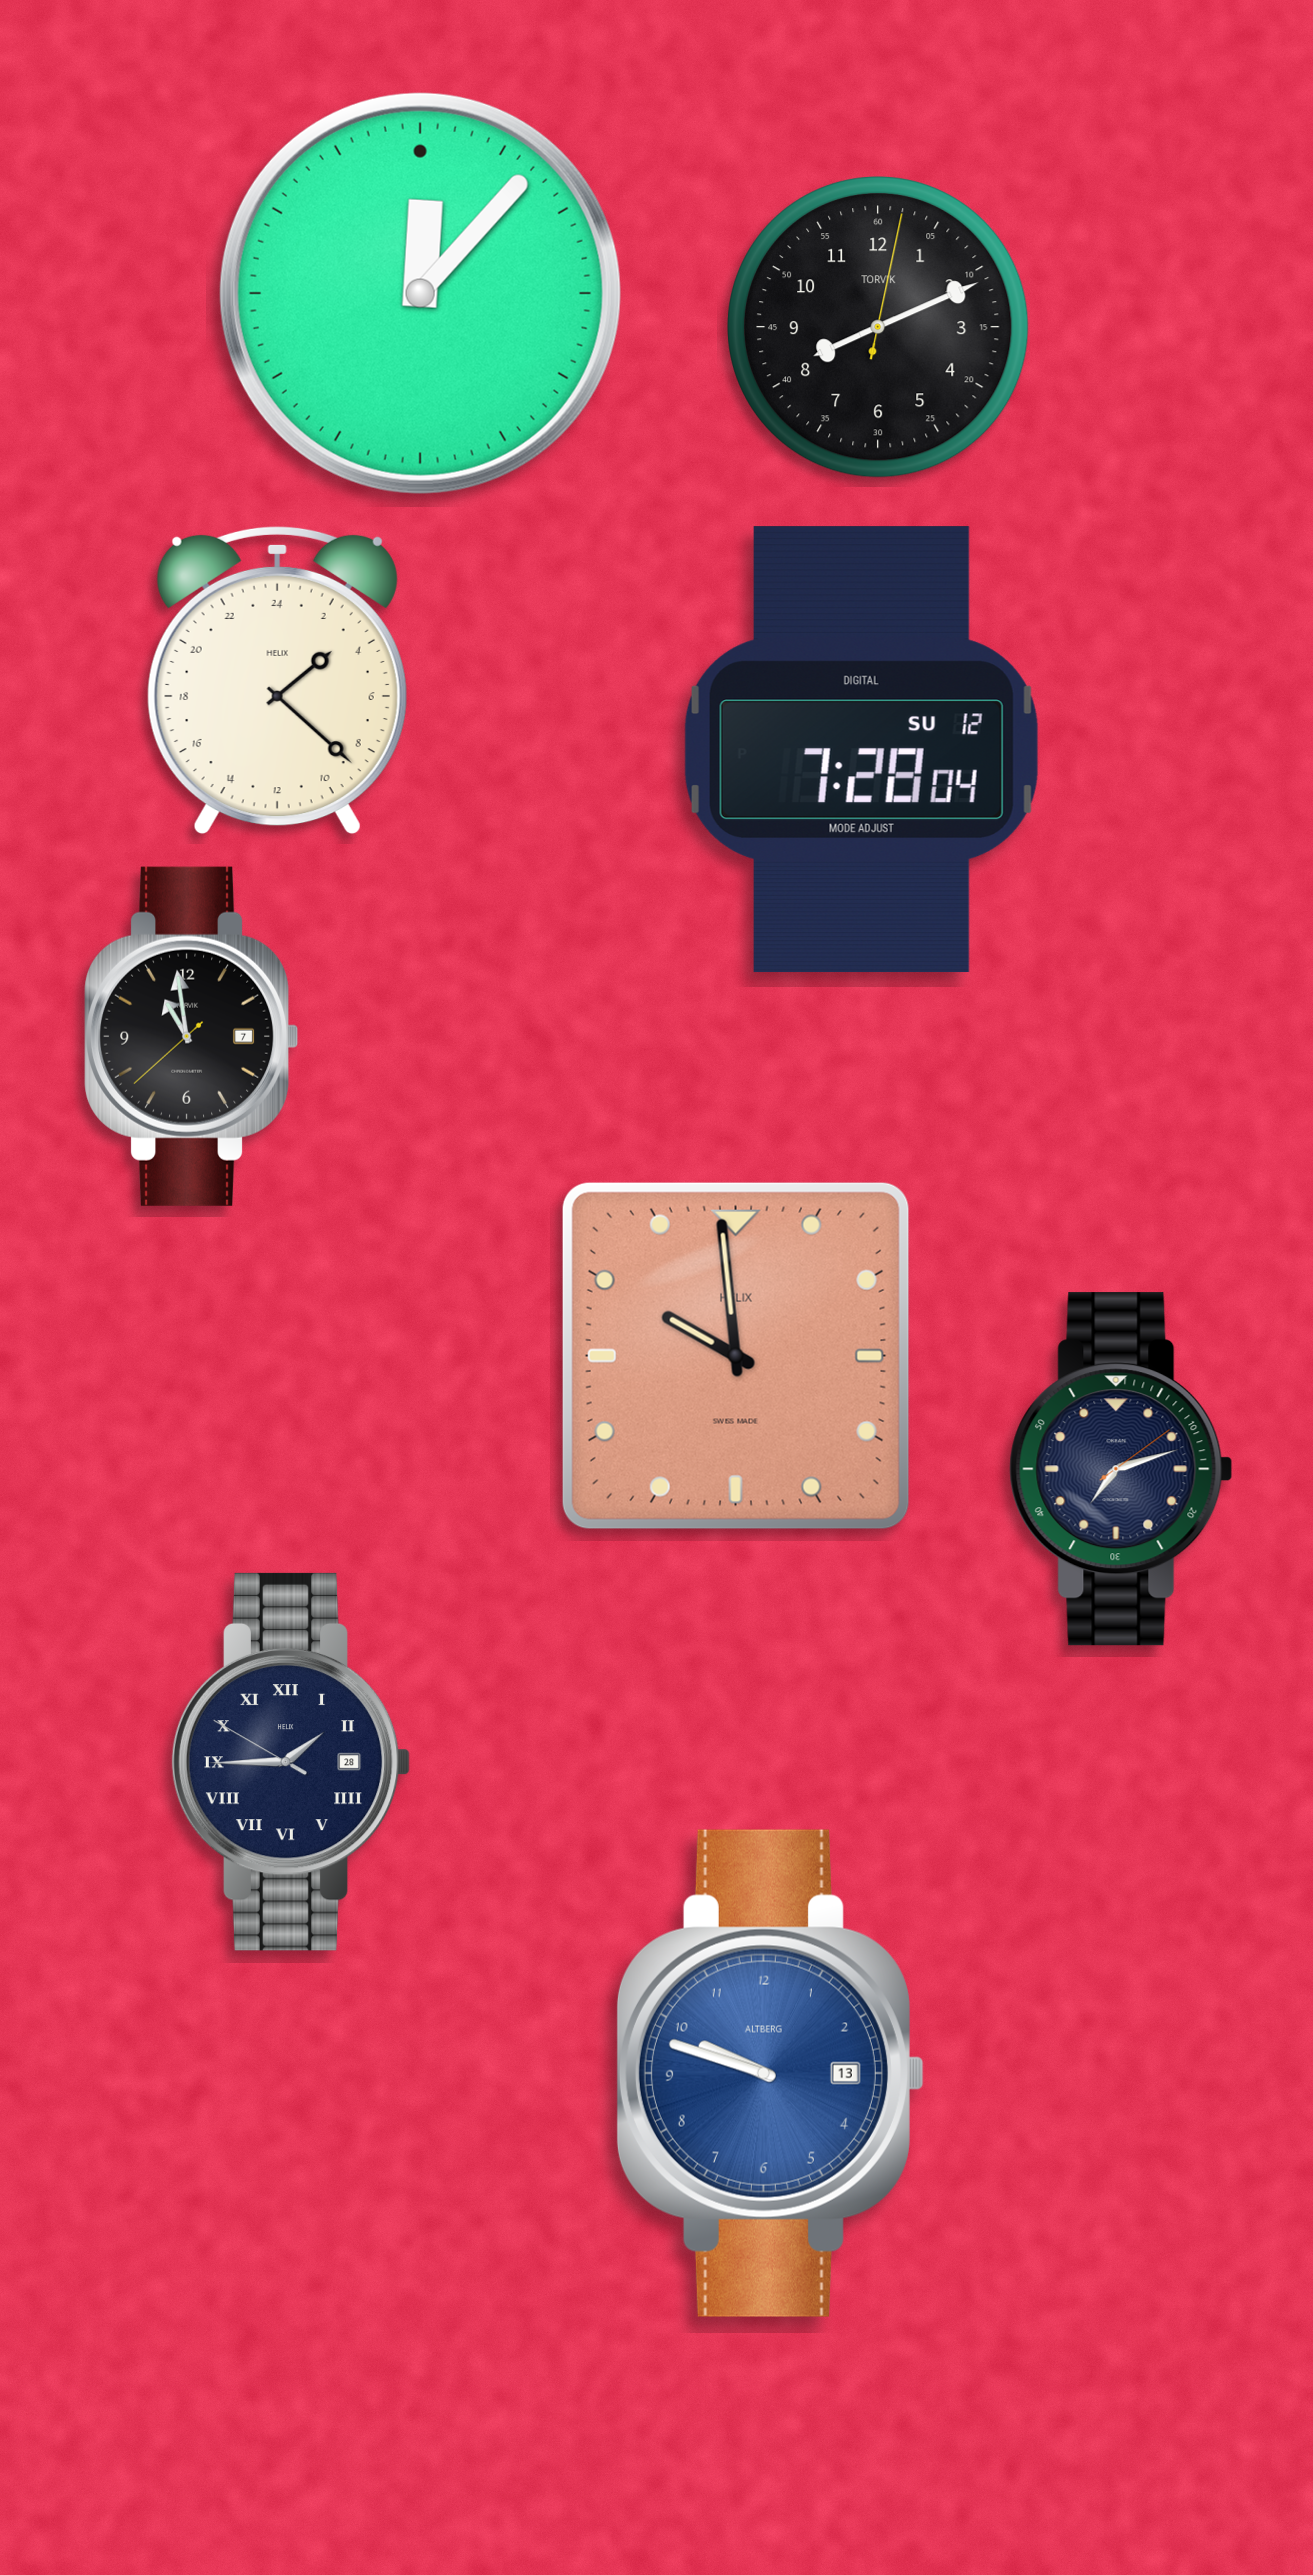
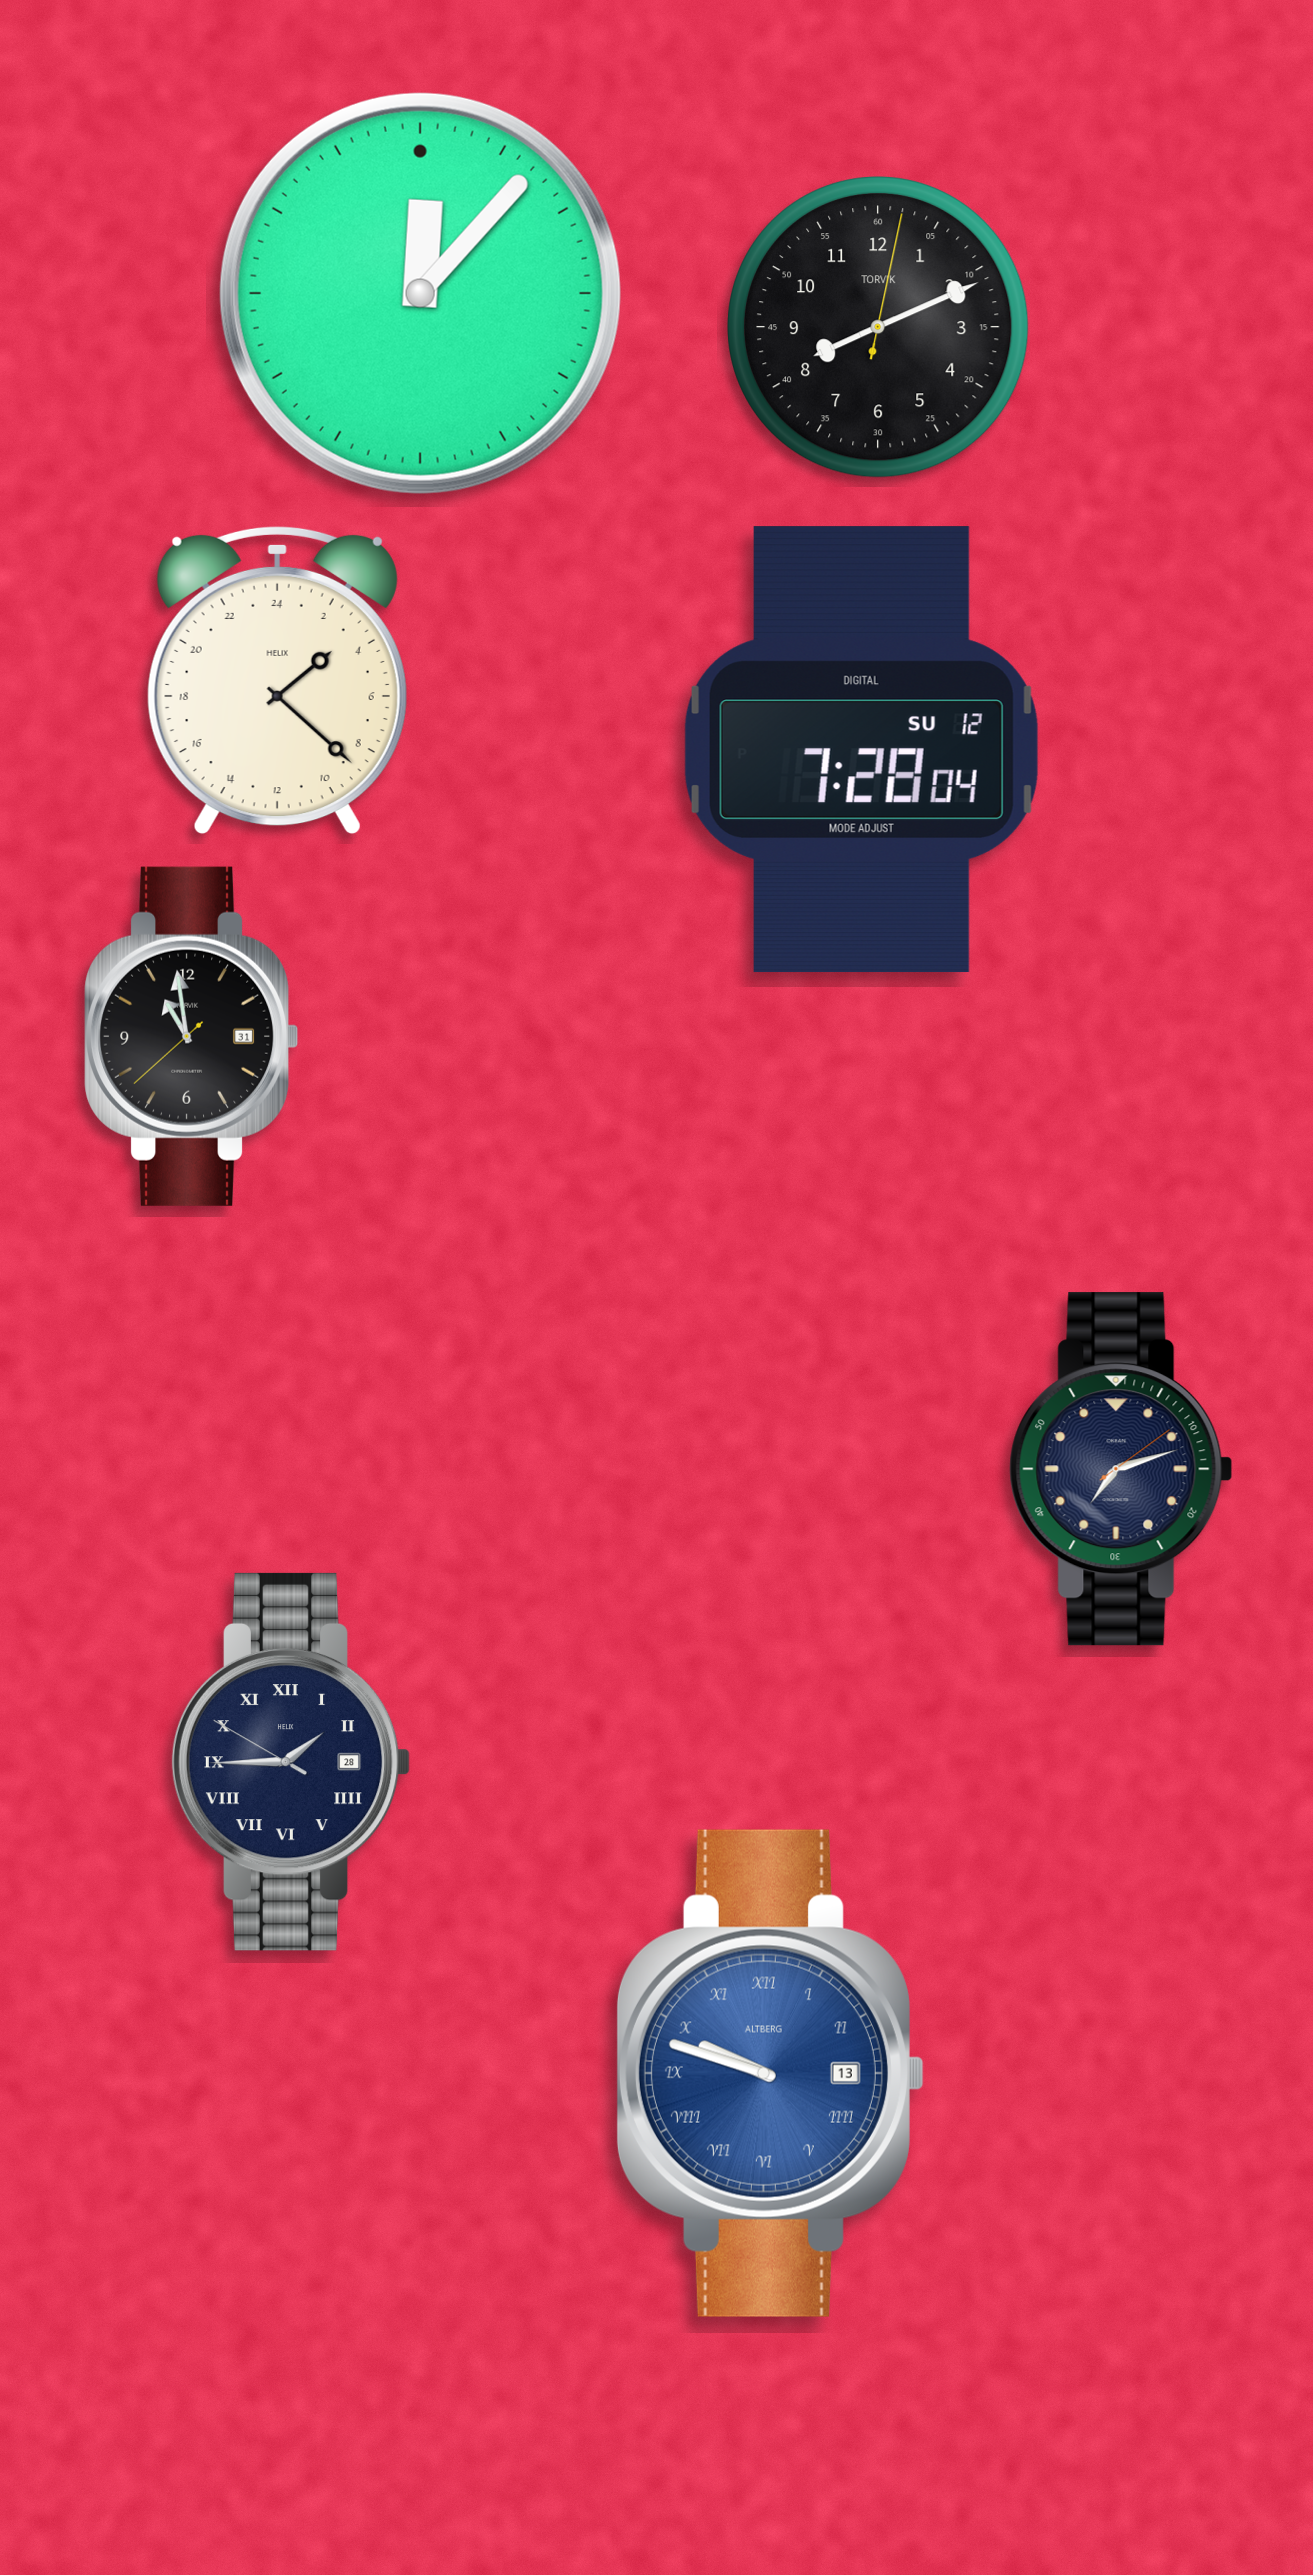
clock at (192, 1036) date: 7 -> 31
clock at (736, 1356): 9:59 -> none
clock at (770, 2073) numerals: Arabic -> Roman
